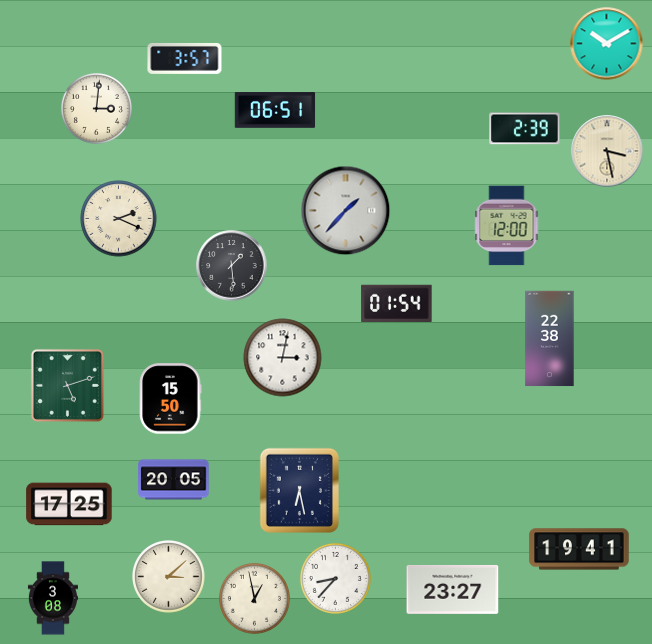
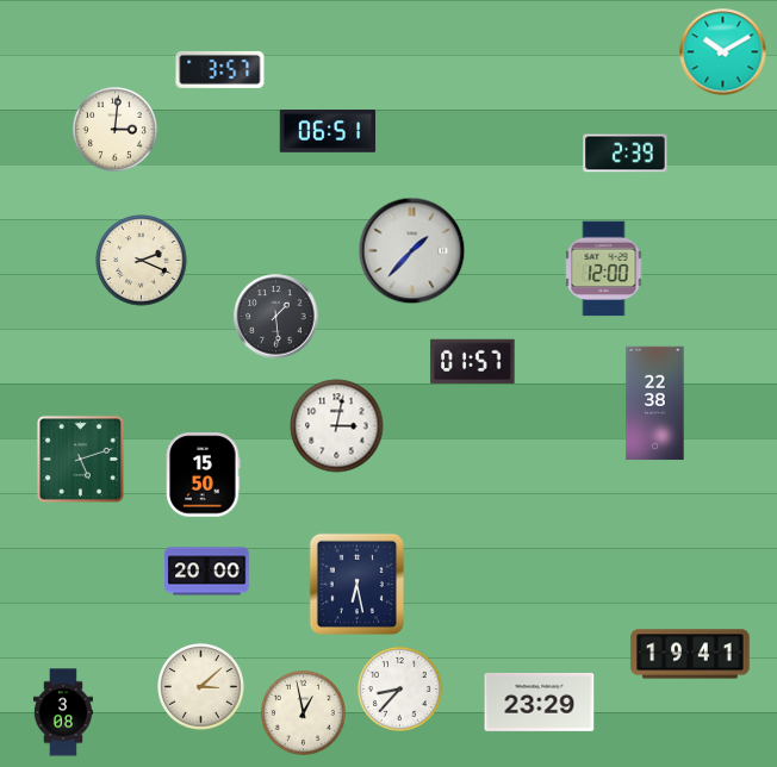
clock at (607, 151): 3:28 -> none
clock at (397, 303): 01:54 -> 01:57
clock at (174, 480): 20:05 -> 20:00
clock at (69, 504): 17:25 -> none
clock at (453, 589): 23:27 -> 23:29
